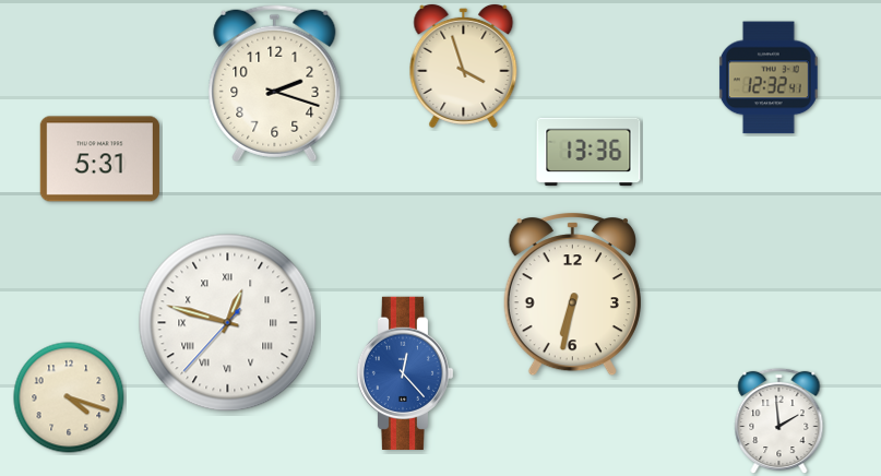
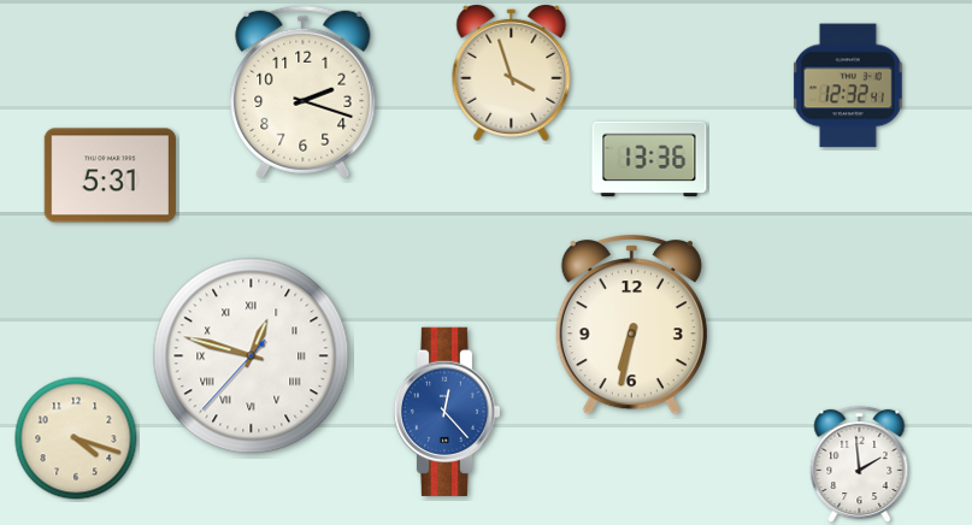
clock at (588, 152) position: (588, 152) -> (649, 159)
